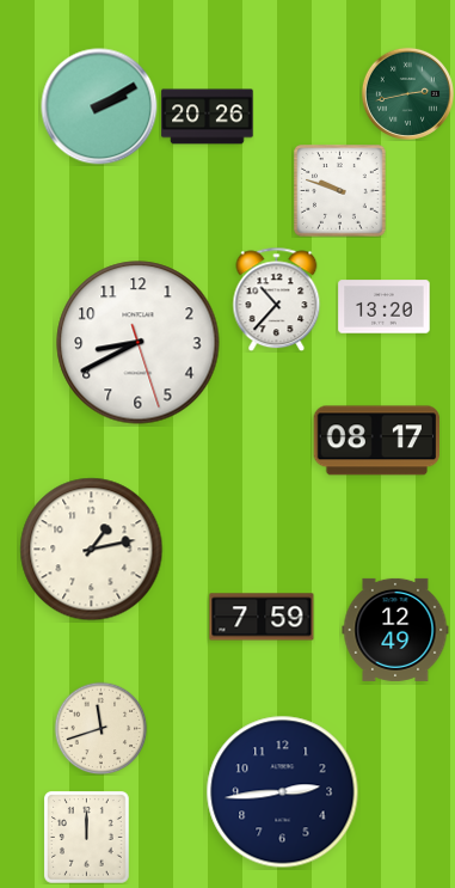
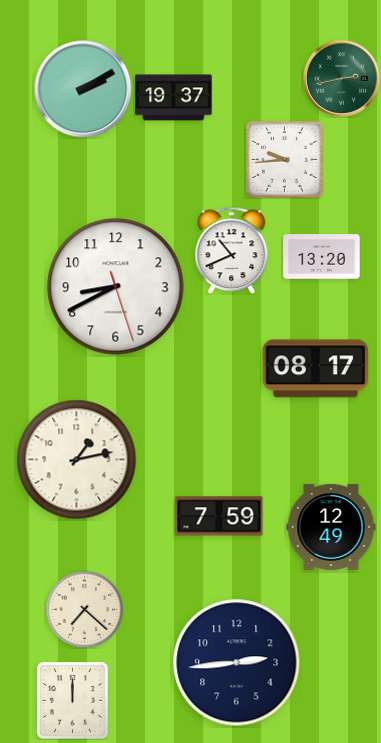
clock at (208, 117): 20:26 -> 19:37
clock at (340, 191): 9:48 -> 9:44
clock at (277, 299): 10:37 -> 10:41
clock at (100, 728): 11:42 -> 7:22
